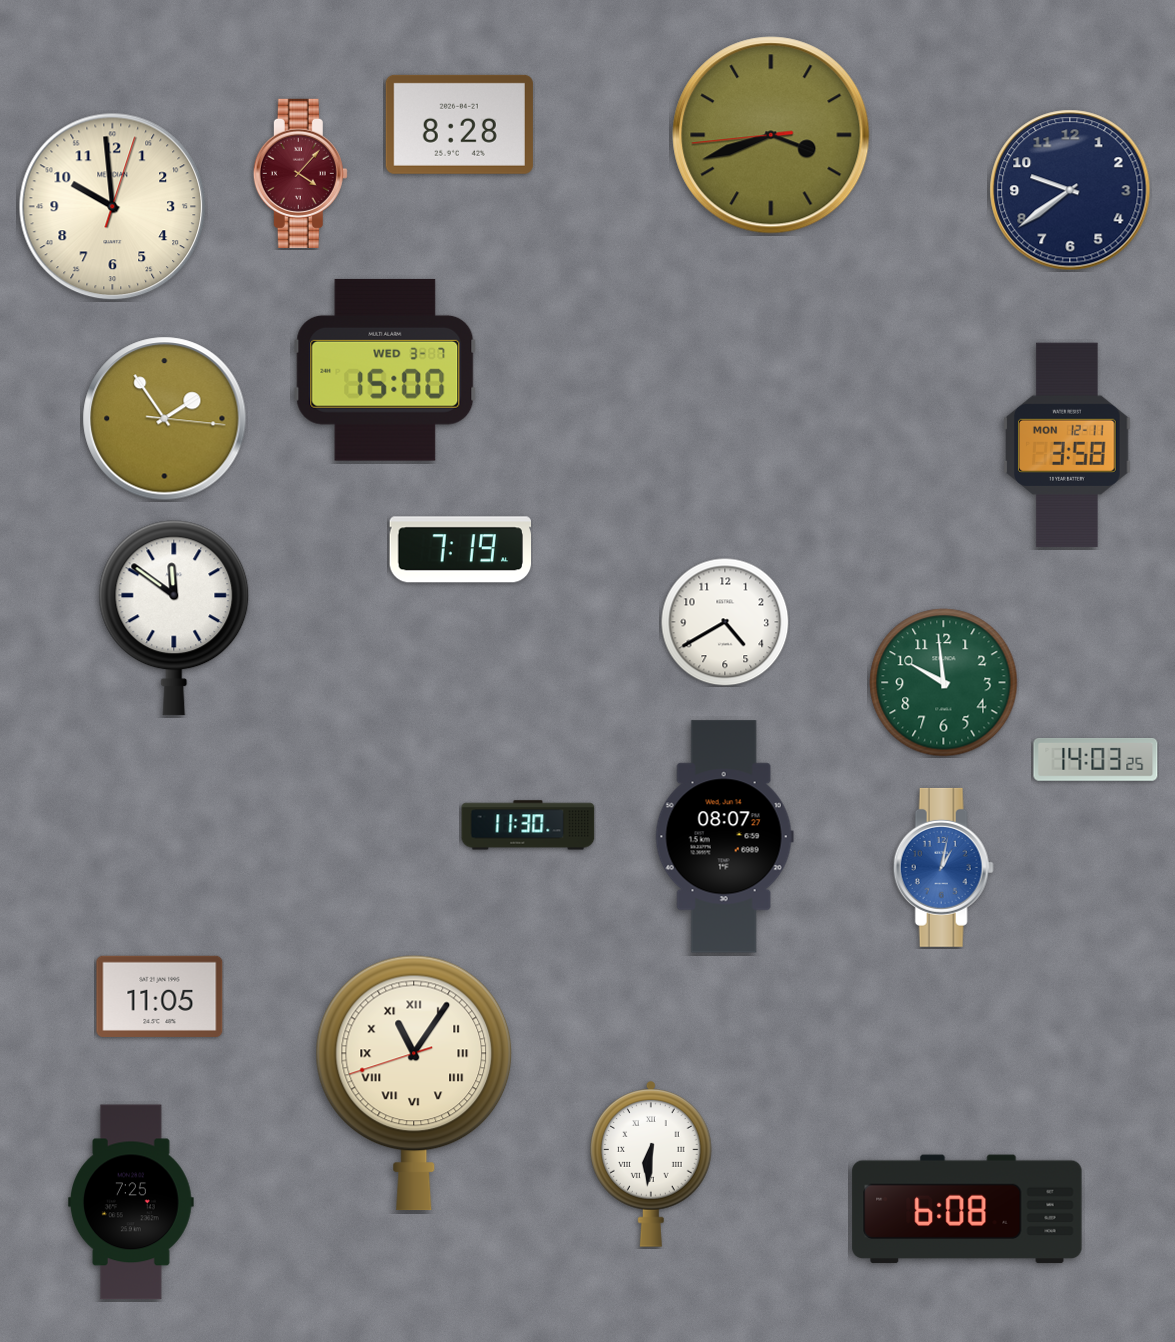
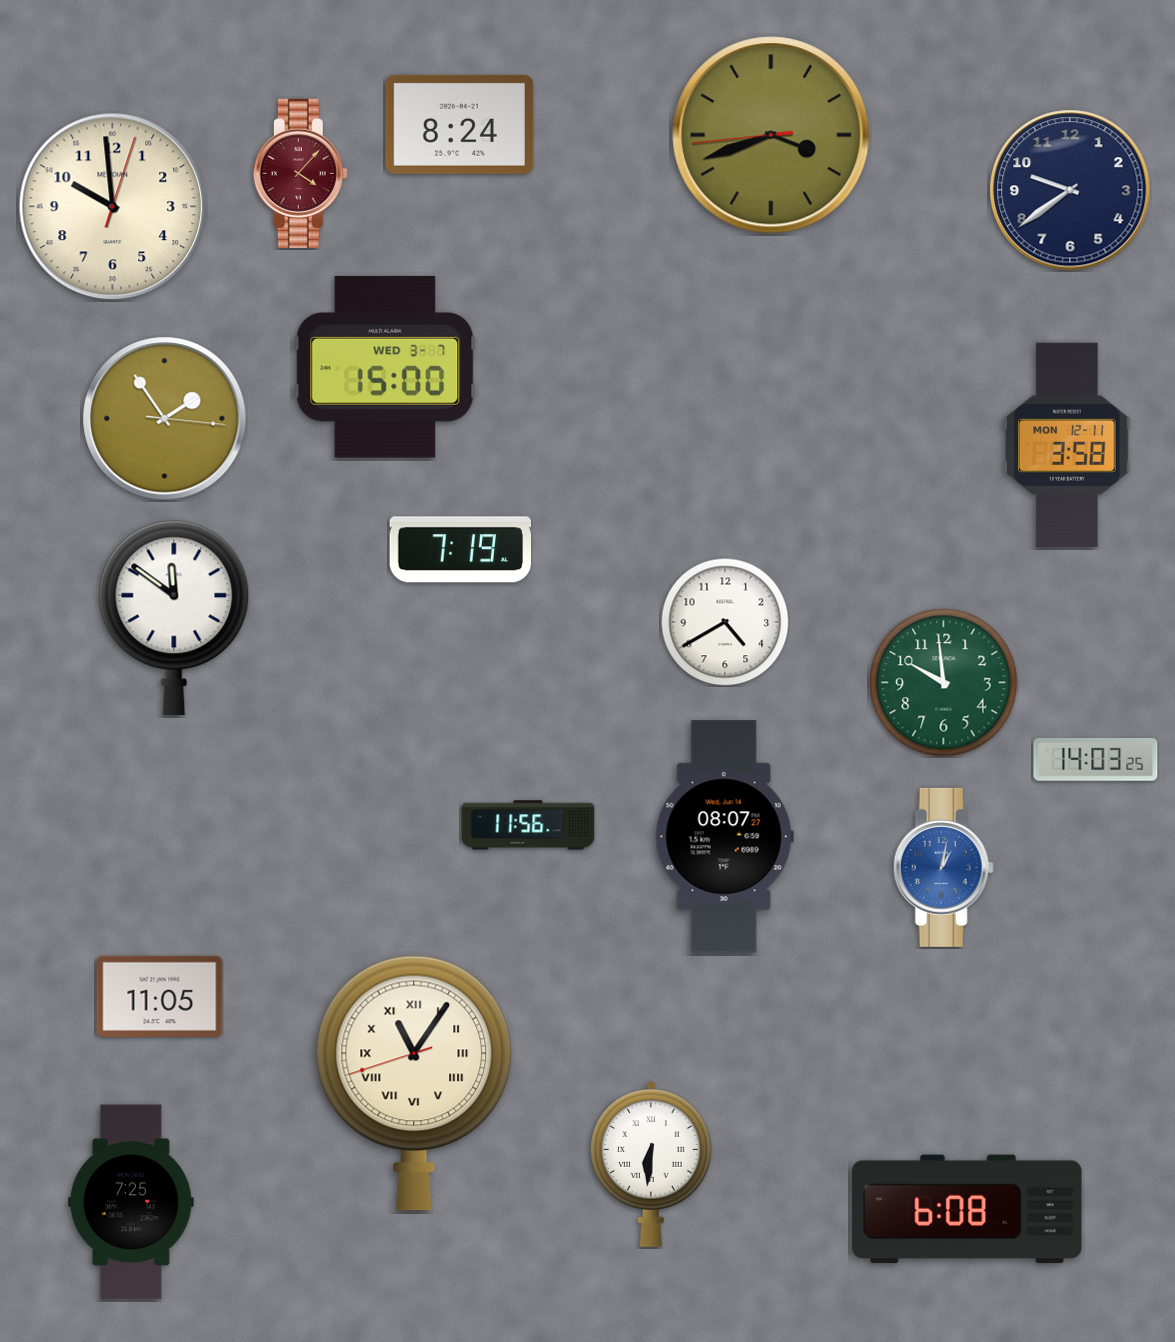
clock at (459, 124): 8:28 -> 8:24
clock at (385, 370) position: (385, 370) -> (385, 367)
clock at (528, 825): 11:30 -> 11:56
